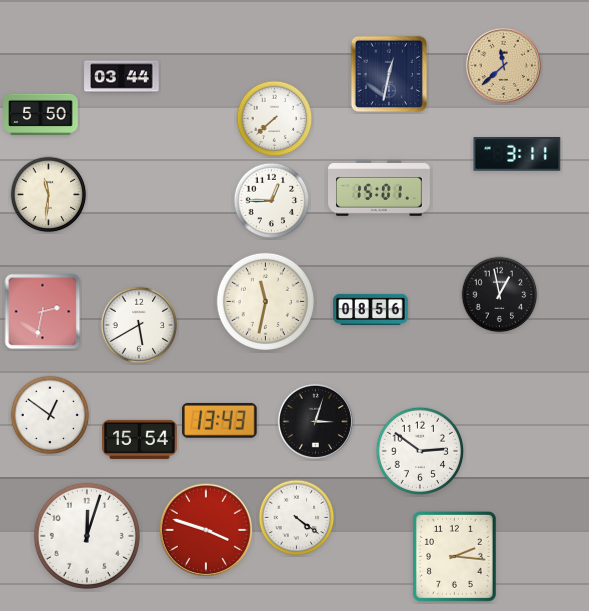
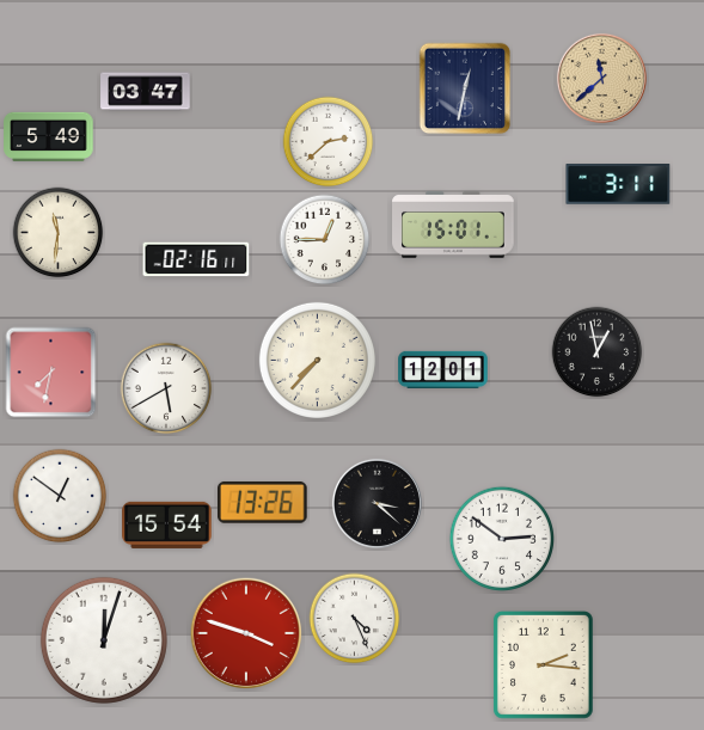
clock at (122, 77): 03:44 -> 03:47
clock at (41, 114): 5:50 -> 5:49
clock at (275, 119): 7:38 -> 2:38
clock at (196, 259): none -> 02:16
clock at (265, 301): 11:32 -> 7:37
clock at (371, 309): 08:56 -> 12:01
clock at (43, 312): 2:32 -> 7:32
clock at (220, 420): 13:43 -> 13:26
clock at (315, 421): 3:03 -> 3:22
clock at (297, 518): 4:21 -> 4:26
